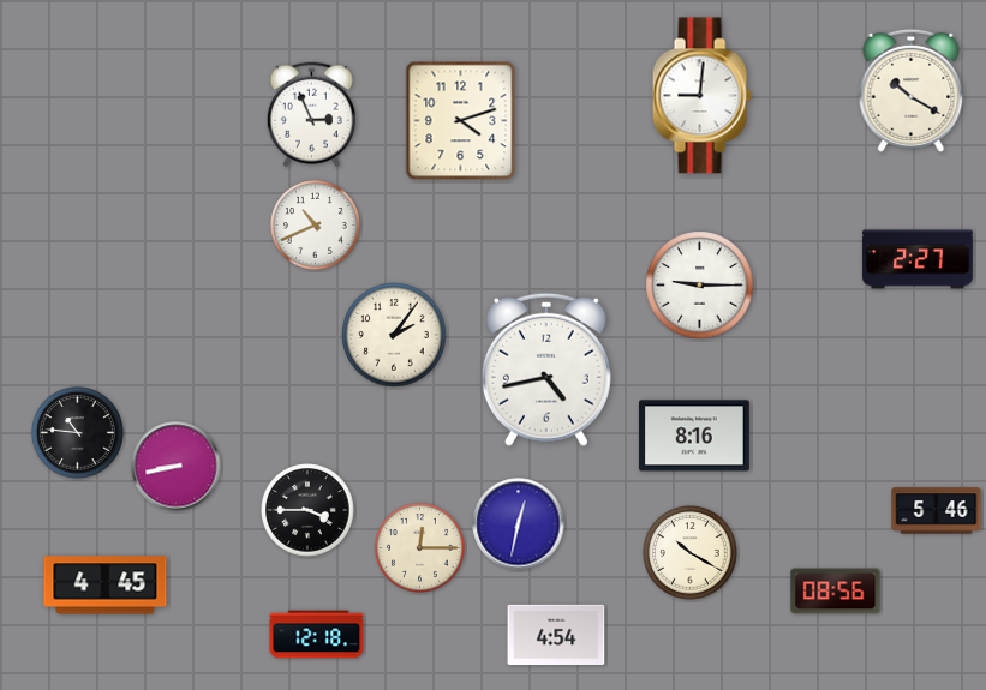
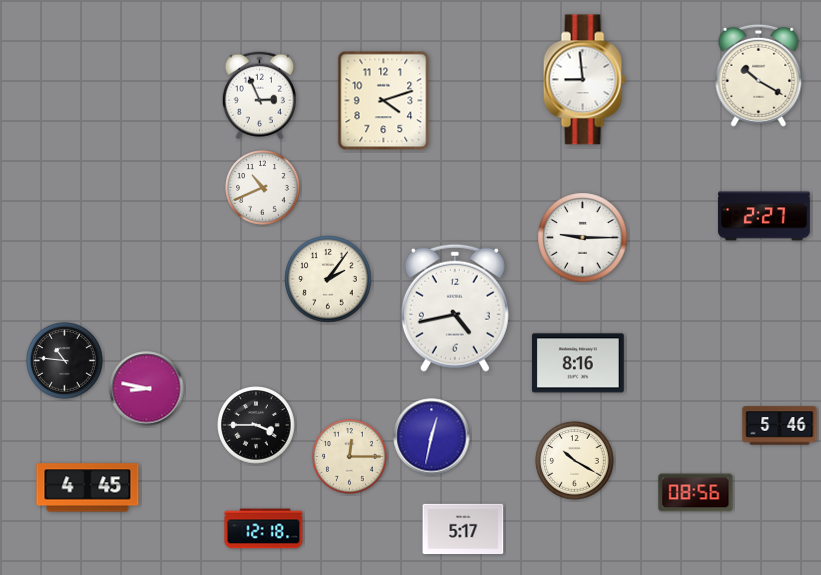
clock at (701, 96): 9:01 -> 8:59
clock at (177, 467): 8:43 -> 8:47
clock at (556, 635): 4:54 -> 5:17
